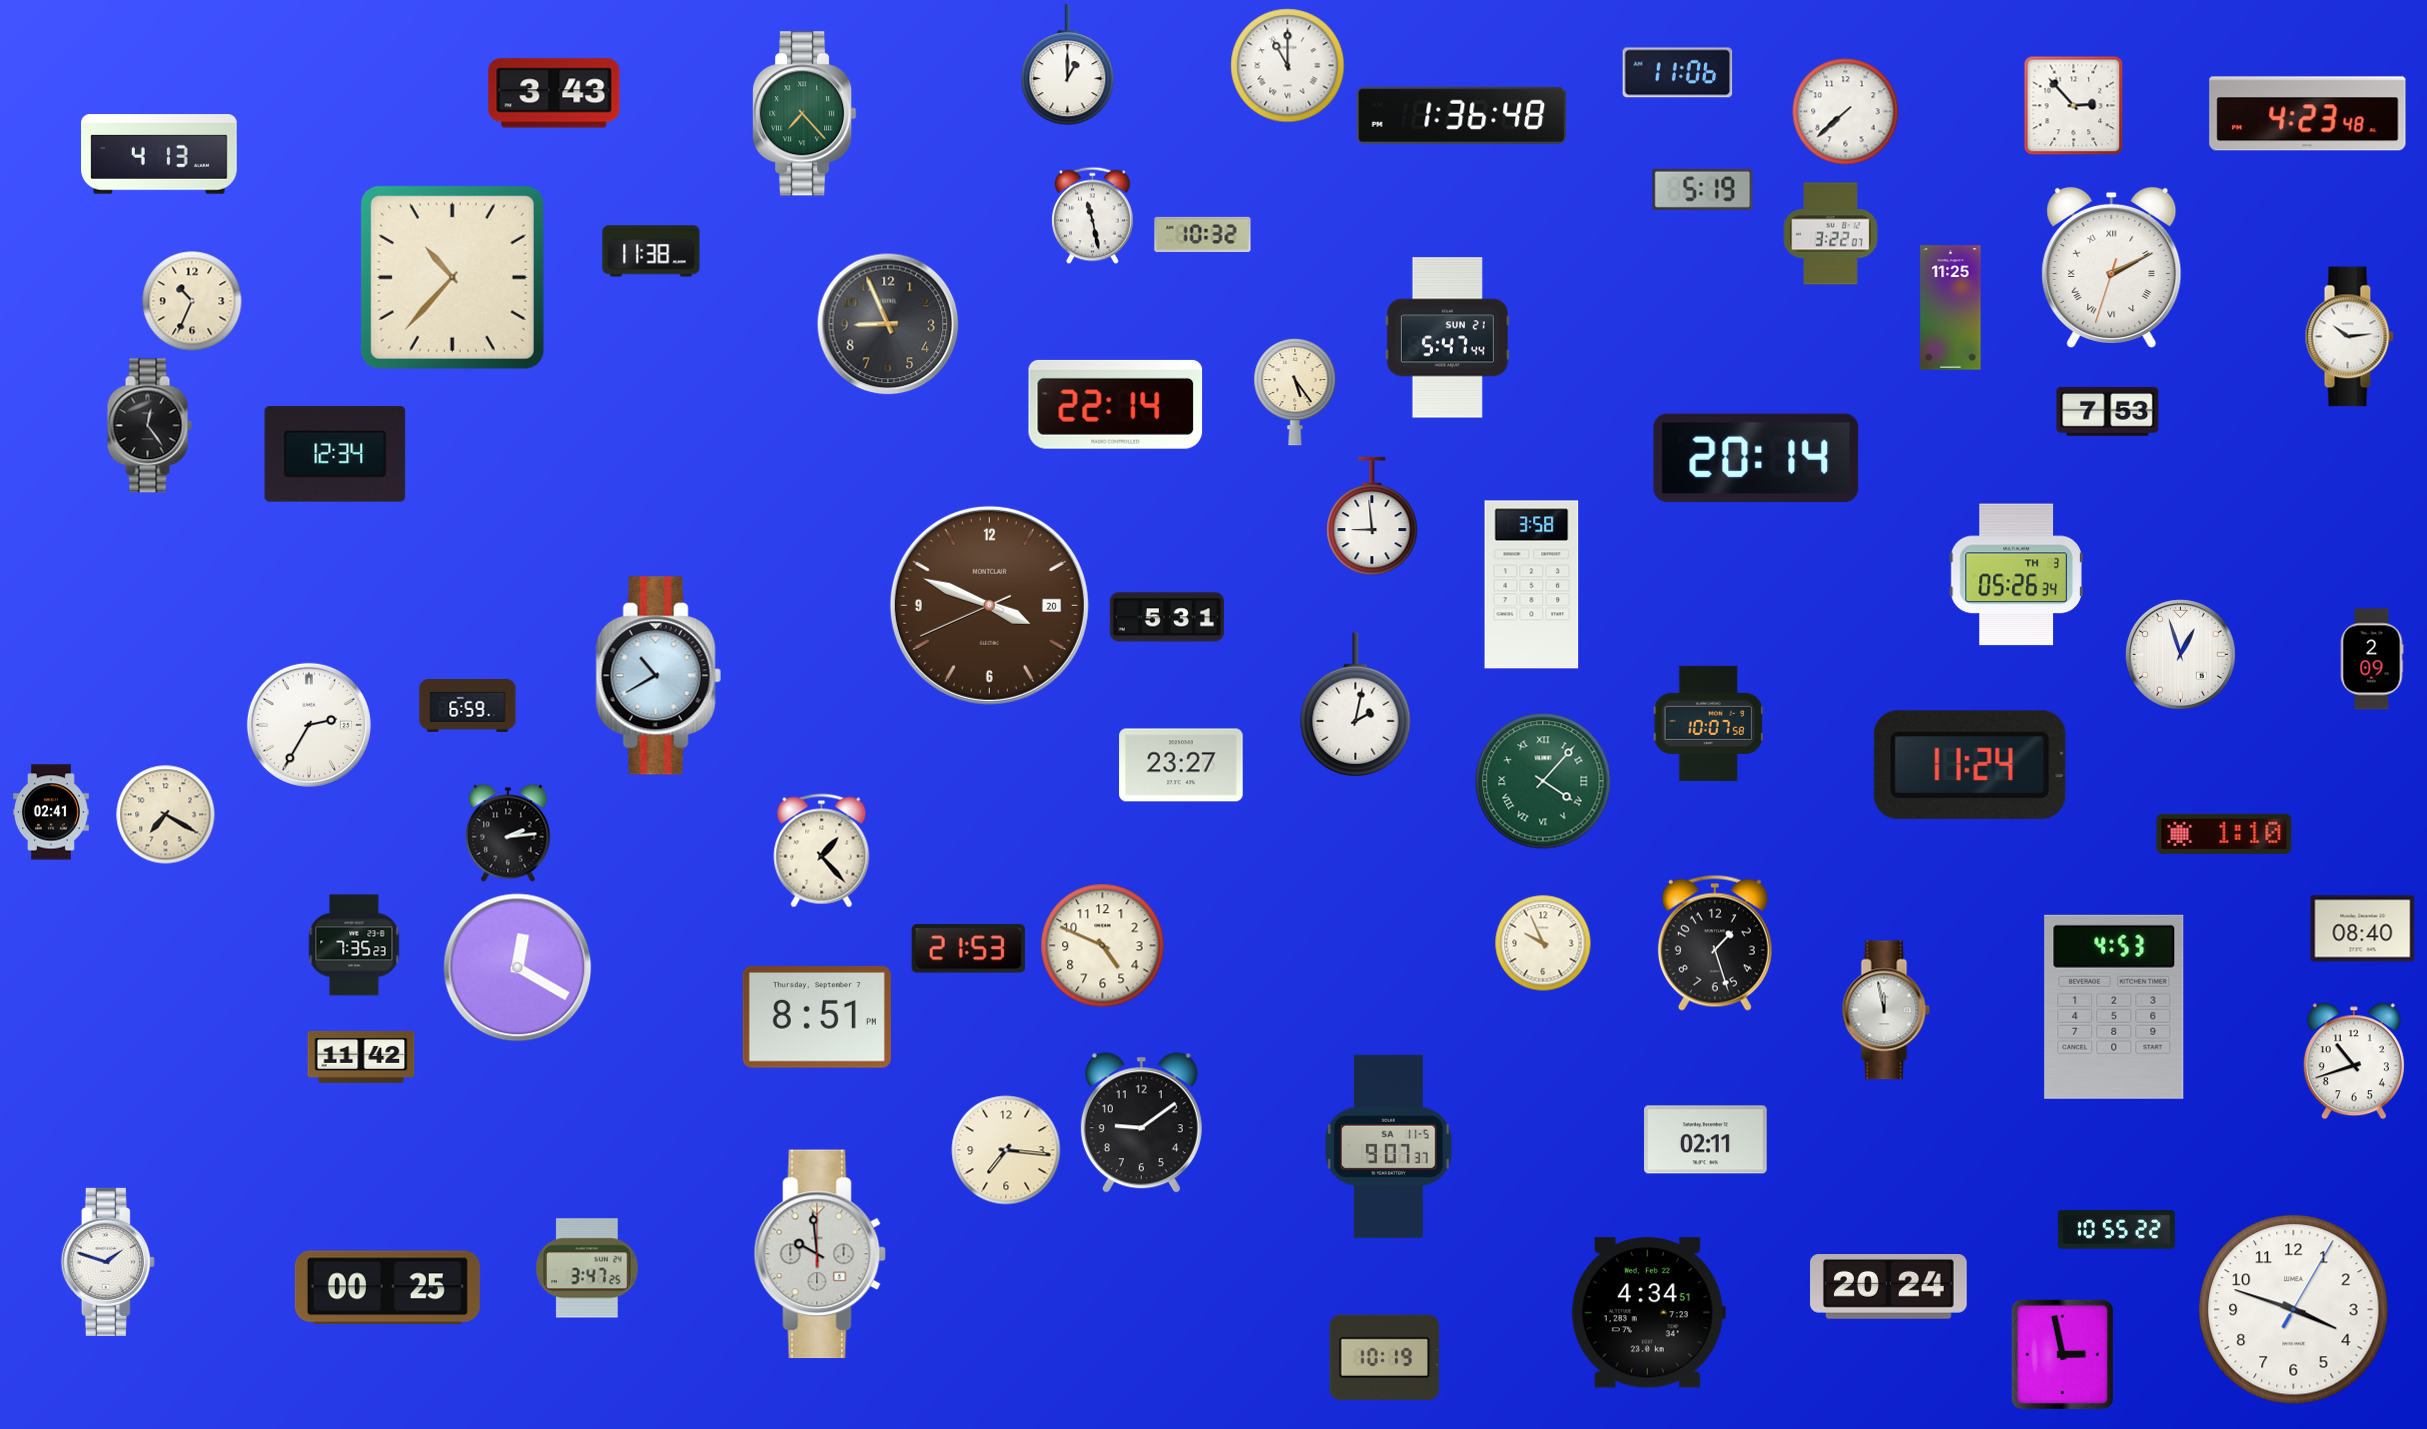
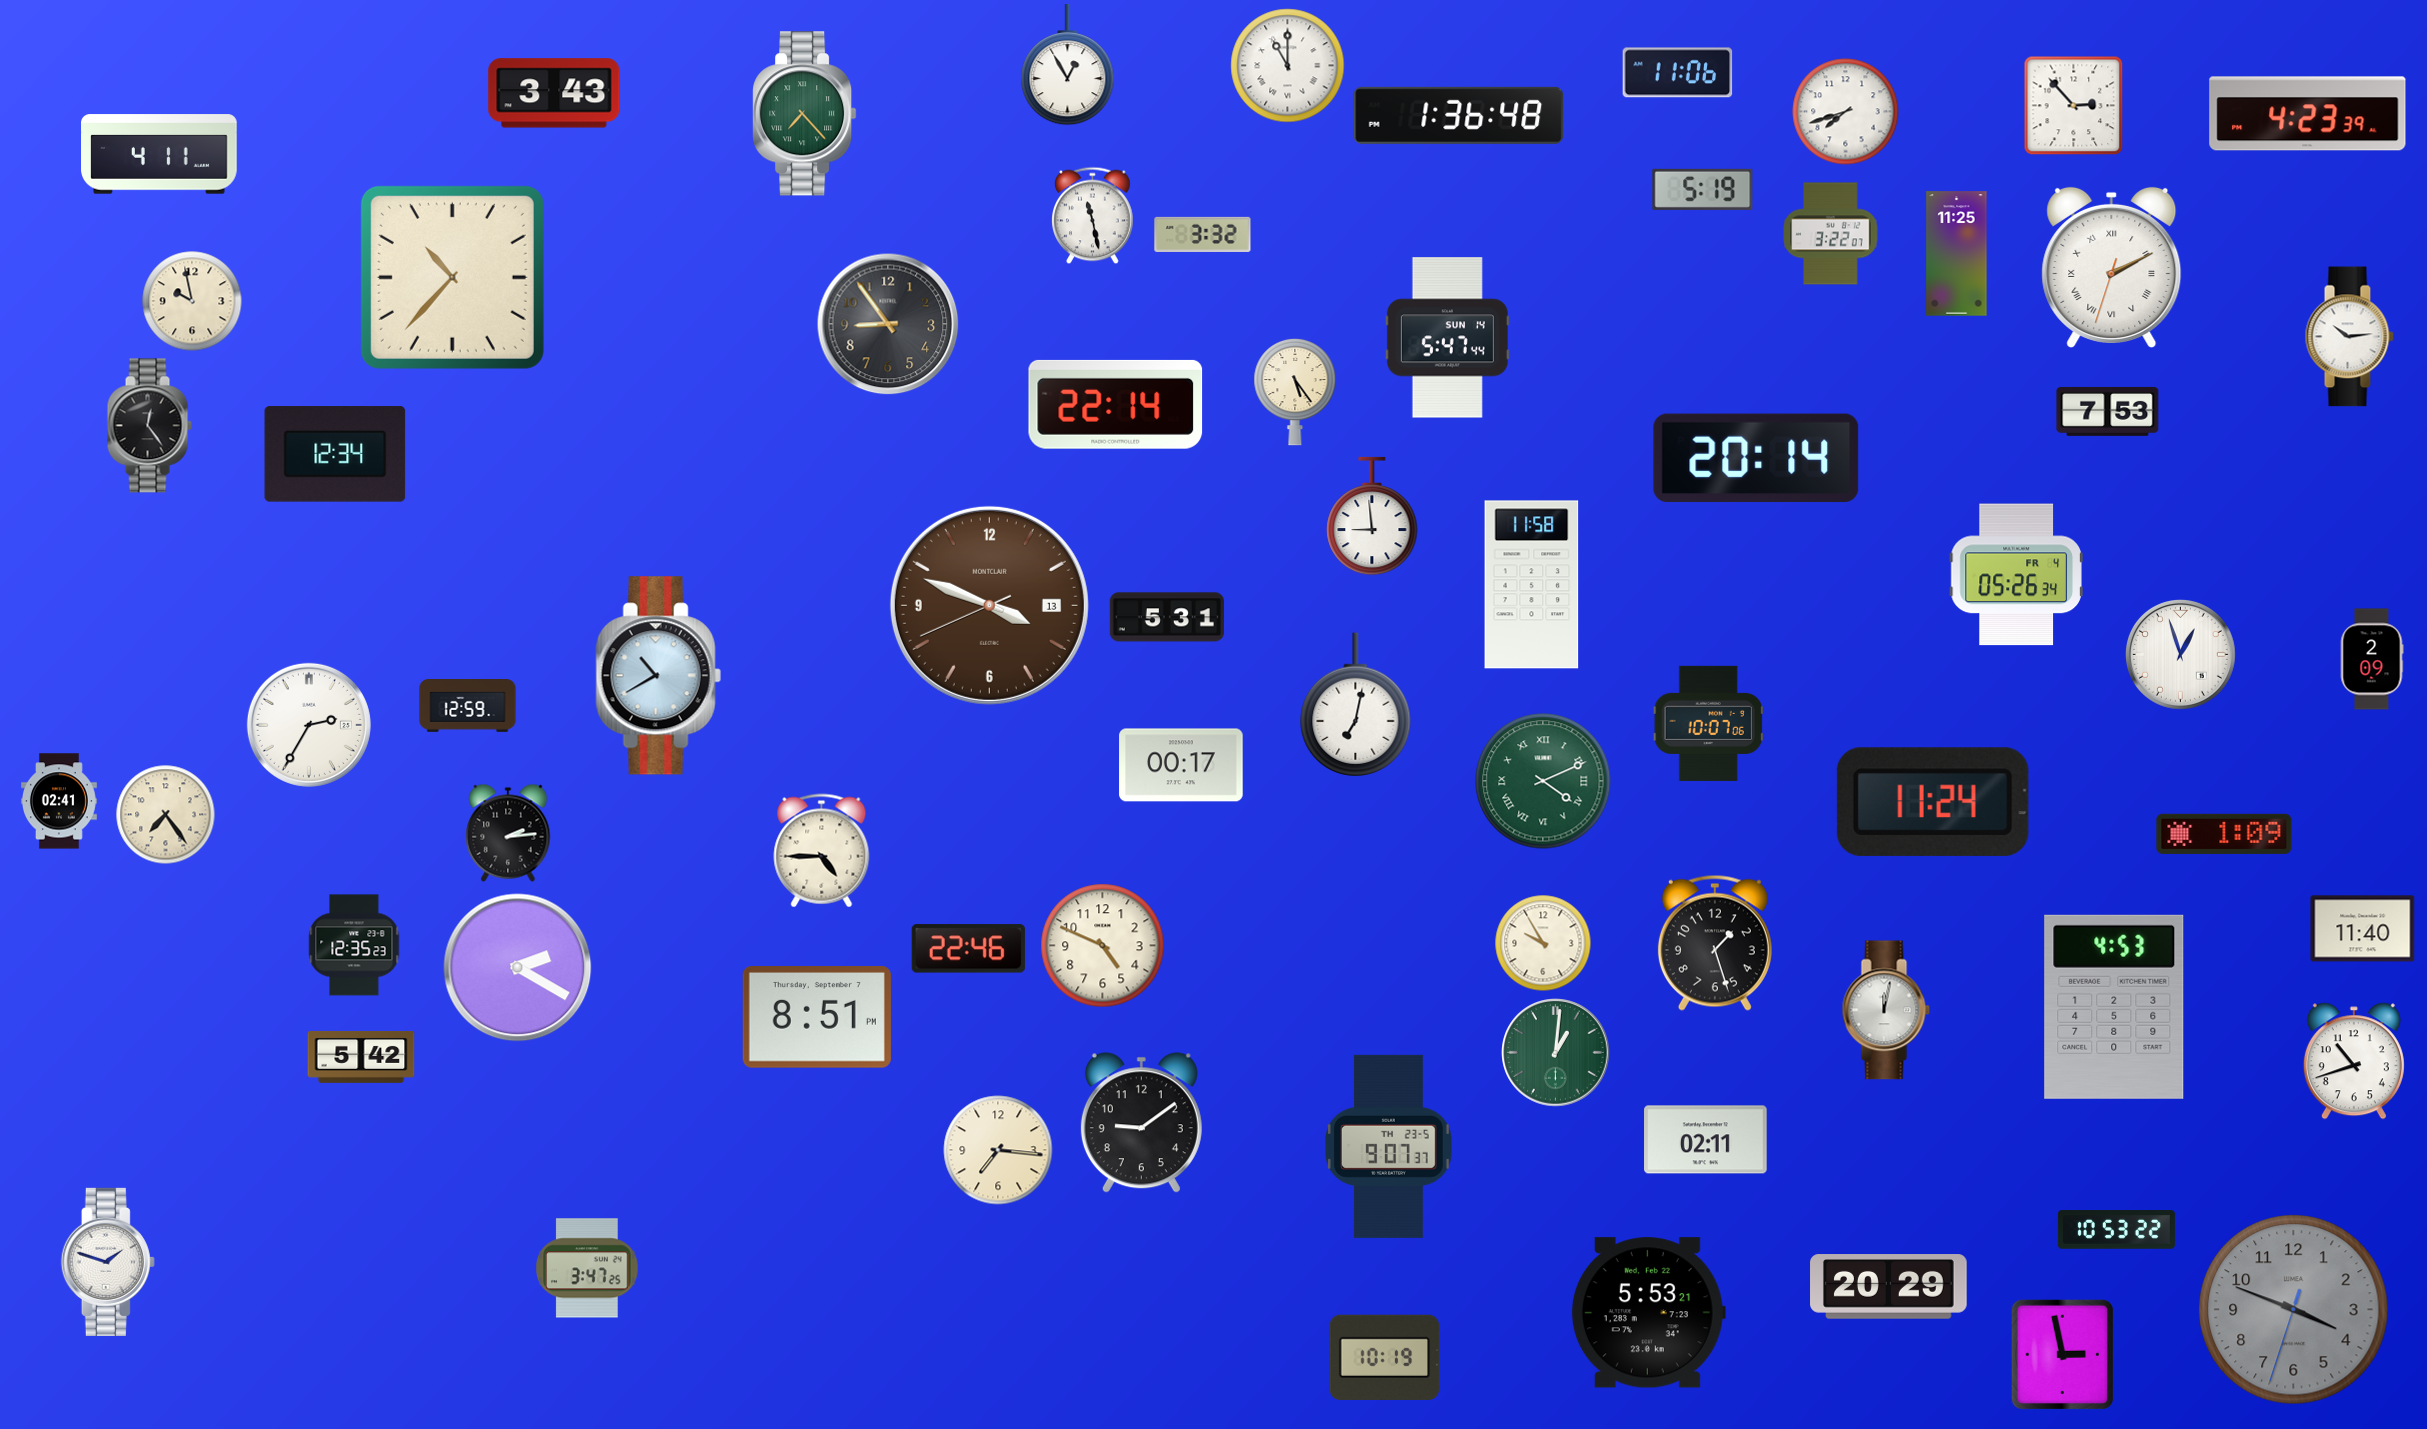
clock at (1068, 65): 1:00 -> 12:55
clock at (1846, 112): 7:38 -> 7:42
clock at (2308, 114): 4:23:48 -> 4:23:39
clock at (1462, 115) position: (1462, 115) -> (1459, 115)
clock at (160, 154): 4:13 -> 4:11
clock at (1203, 234): 10:32 -> 3:32
clock at (651, 251): 11:38 -> none
clock at (192, 301): 10:34 -> 9:58
clock at (1951, 308) position: (1951, 308) -> (1957, 254)
clock at (888, 324): 8:56 -> 8:54
clock at (1447, 338) date: SUN 21 -> SUN 14
clock at (2016, 575) date: TH 3 -> FR 4
clock at (1532, 585): 3:58 -> 11:58
clock at (989, 605) date: 20 -> 13
clock at (1356, 705): 2:02 -> 7:02
clock at (468, 706): 6:59 -> 12:59
clock at (1708, 723): 10:07:58 -> 10:07:06
clock at (1181, 765): 23:27 -> 00:17
clock at (1970, 765) position: (1970, 765) -> (1933, 802)
clock at (1543, 781): 4:07 -> 4:11
clock at (52, 812) position: (52, 812) -> (60, 801)
clock at (166, 815): 7:20 -> 7:24
clock at (2224, 834): 1:10 -> 1:09
clock at (822, 851): 1:23 -> 4:45
clock at (2363, 929): 08:40 -> 11:40
clock at (1543, 943): 9:56 -> 9:55
clock at (354, 945): 7:35 -> 12:35
clock at (968, 949): 21:53 -> 22:46
clock at (518, 968): 12:20 -> 2:20
clock at (1886, 1010): 11:58 -> 12:02
clock at (1556, 1053): none -> 1:01
clock at (361, 1057): 11:42 -> 5:42
clock at (1388, 1146) date: SA 11-5 -> TH 23-5
clock at (1006, 1150) position: (1006, 1150) -> (998, 1150)
clock at (2116, 1230): 10:55 -> 10:53
clock at (820, 1254): 9:59 -> none
clock at (1889, 1287): 20:24 -> 20:29
clock at (387, 1288): 00:25 -> none
clock at (2294, 1310): 3:48:05 -> 3:48:33
clock at (2294, 1310) dial: white -> grey
clock at (1648, 1313): 4:34 -> 5:53
